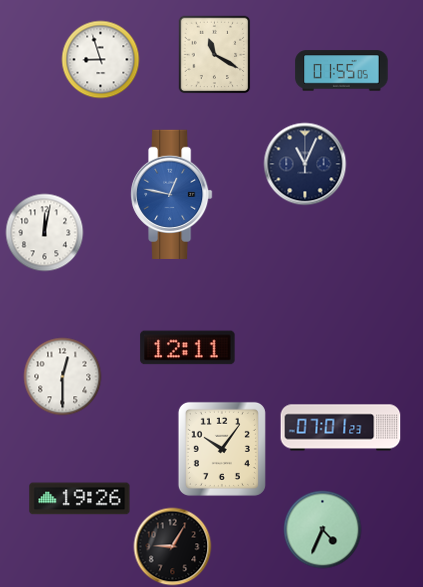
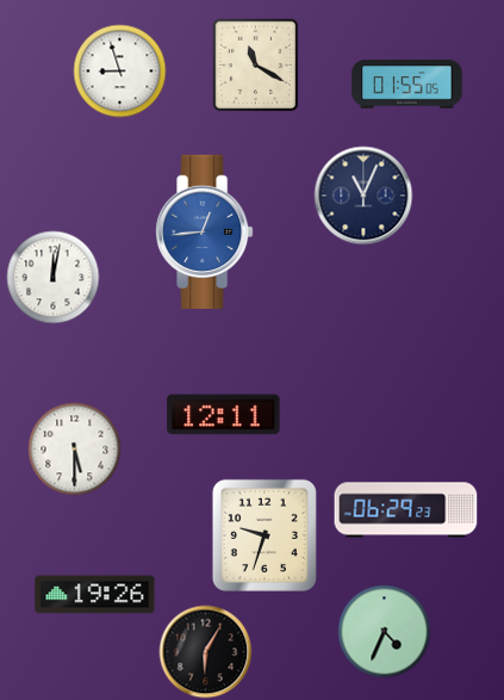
clock at (172, 194): 12:47 -> 12:44
clock at (62, 376): 12:30 -> 5:30
clock at (341, 428): 07:01 -> 06:29
clock at (222, 449): 10:06 -> 9:33
clock at (172, 546): 9:05 -> 6:05
